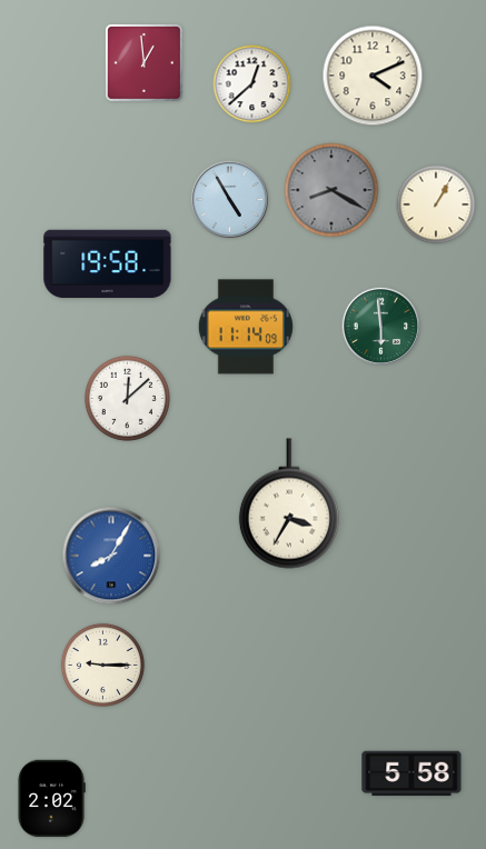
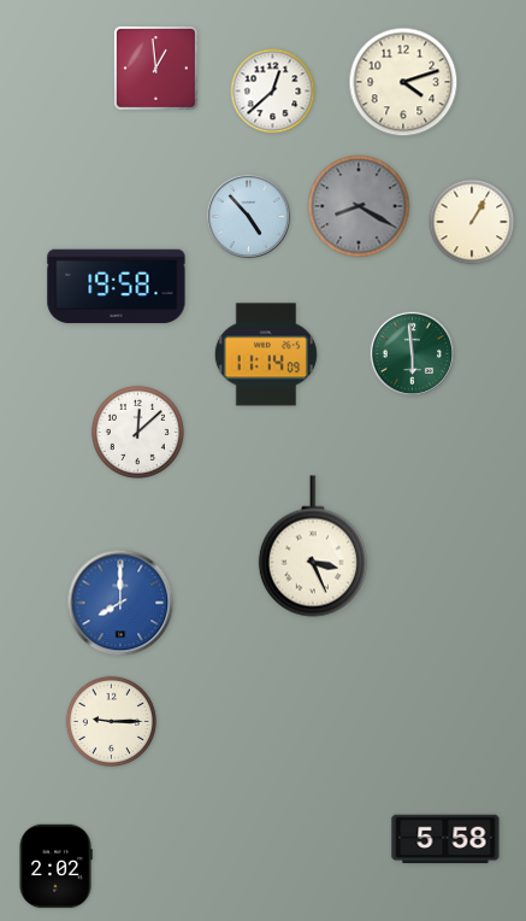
clock at (373, 76): 4:11 -> 4:12
clock at (229, 199): 4:55 -> 4:53
clock at (289, 503): 3:35 -> 3:26
clock at (111, 556): 8:05 -> 8:00
